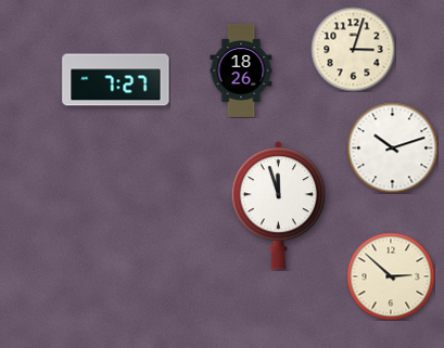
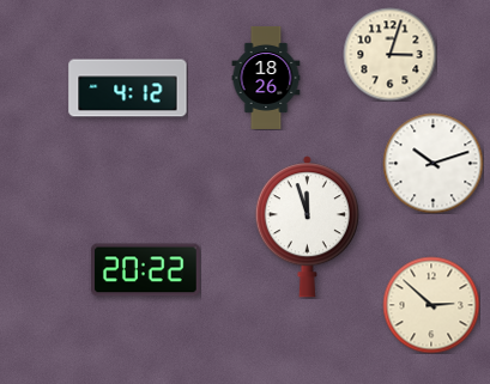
clock at (116, 80): 7:27 -> 4:12
clock at (146, 270): none -> 20:22
